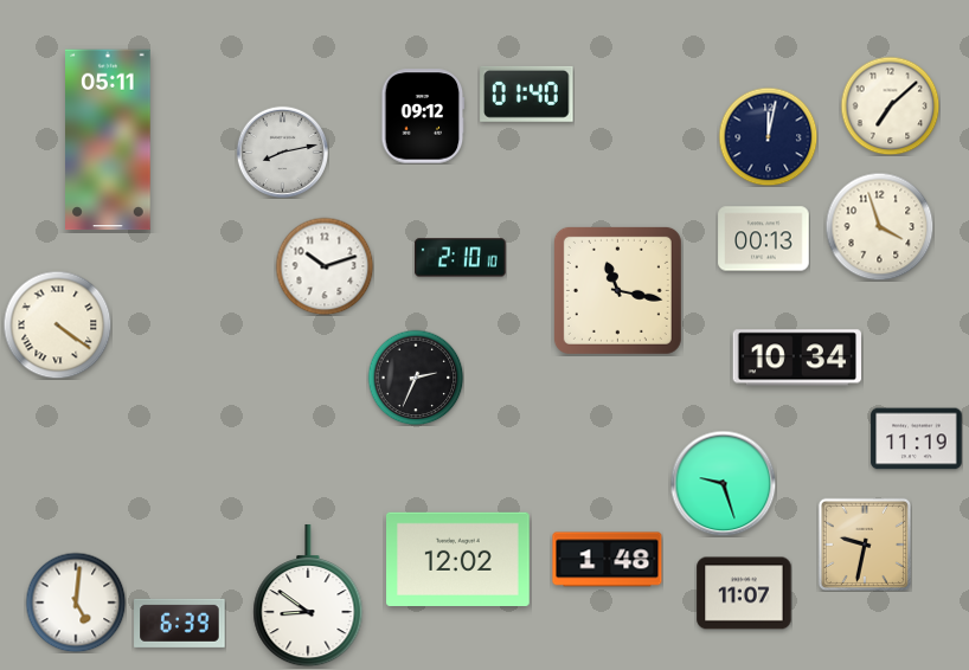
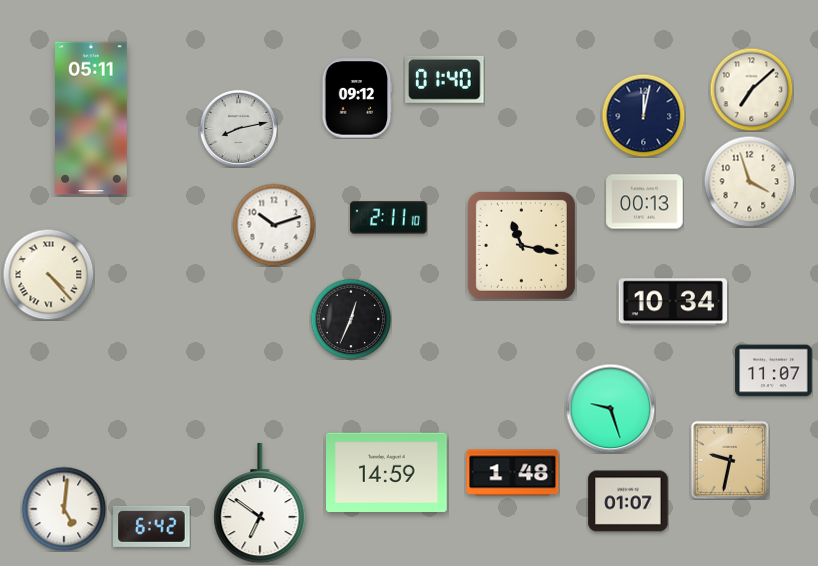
clock at (768, 136) position: (768, 136) -> (643, 115)
clock at (879, 226) position: (879, 226) -> (749, 181)
clock at (461, 258): 2:10 -> 2:11
clock at (57, 324): 4:21 -> 4:23
clock at (416, 378): 2:34 -> 12:34
clock at (917, 439): 11:19 -> 11:07
clock at (458, 559): 12:02 -> 14:59
clock at (744, 593): 11:07 -> 01:07
clock at (308, 595): 8:51 -> 6:51
clock at (180, 623): 6:39 -> 6:42
